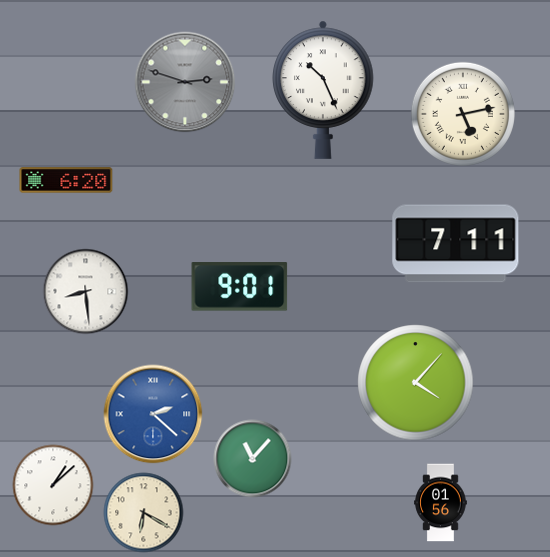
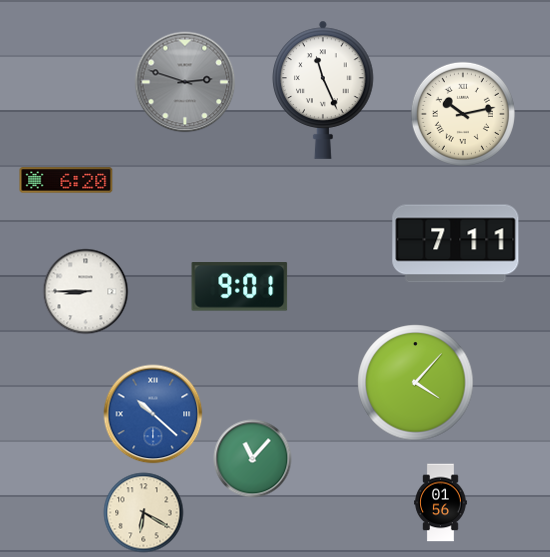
clock at (323, 90): 10:26 -> 11:26
clock at (463, 114): 5:13 -> 10:13
clock at (86, 292): 8:29 -> 8:45
clock at (153, 414): 2:22 -> 10:22
clock at (53, 485): 1:08 -> none
